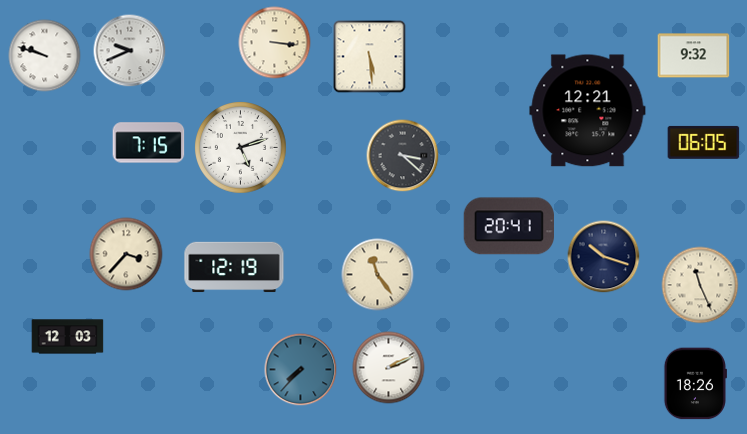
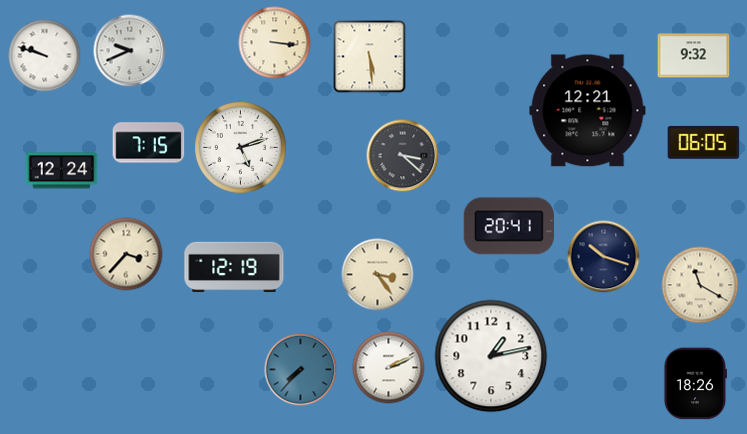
clock at (62, 171): none -> 12:24
clock at (378, 275): 11:24 -> 3:24
clock at (700, 285): 11:26 -> 11:20
clock at (68, 337): 12:03 -> none
clock at (491, 356): none -> 1:13
